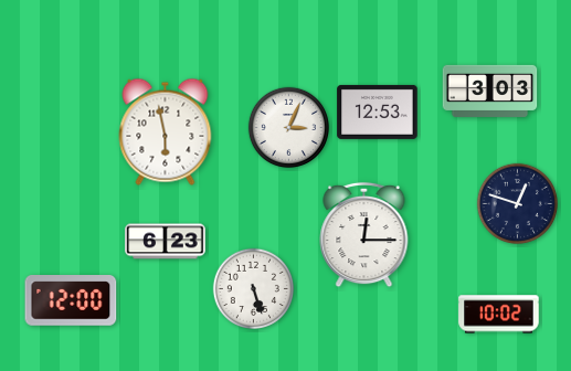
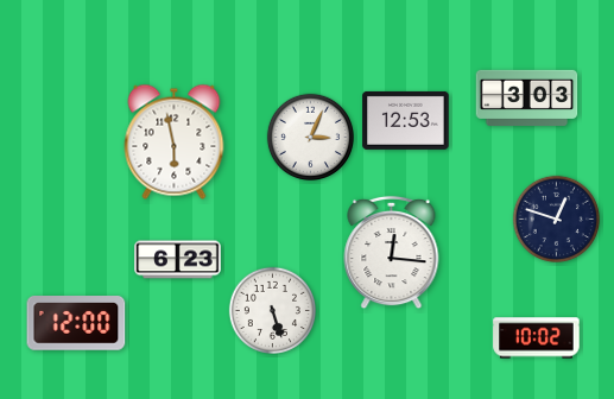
clock at (166, 131) position: (166, 131) -> (175, 141)
clock at (364, 235): 12:15 -> 12:16
